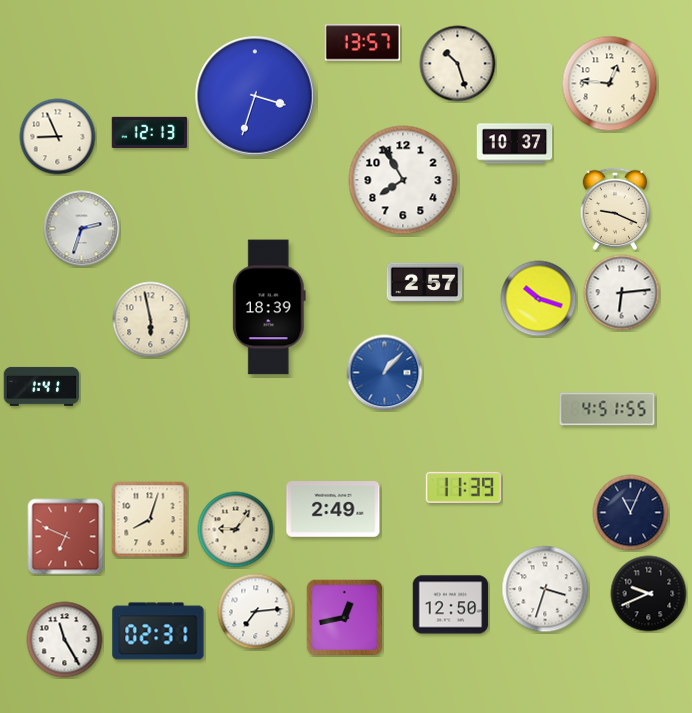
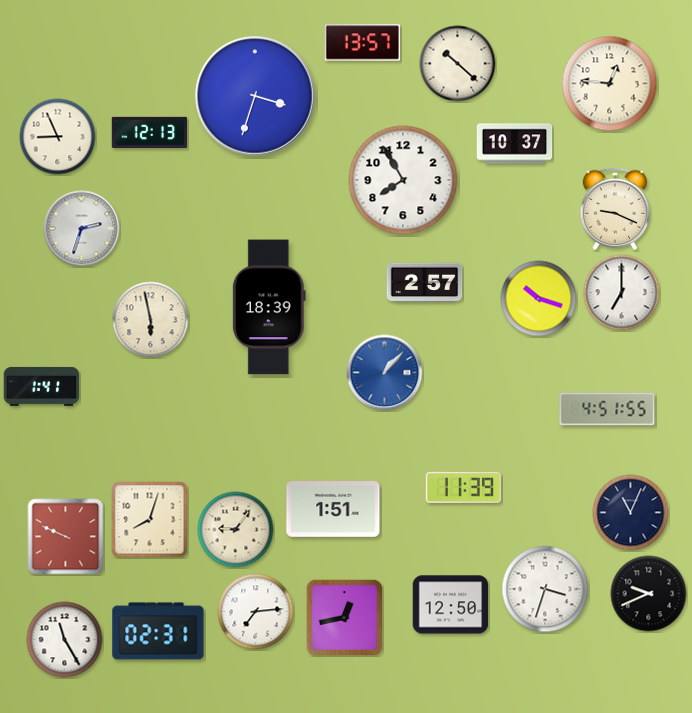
clock at (458, 64): 10:27 -> 10:22
clock at (622, 293): 6:14 -> 7:00
clock at (333, 510): 2:49 -> 1:51
clock at (66, 537): 6:49 -> 9:49
